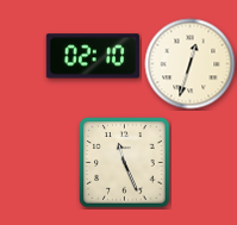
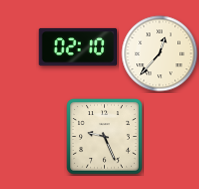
clock at (191, 64): 12:33 -> 12:37
clock at (125, 163): 11:26 -> 9:26
